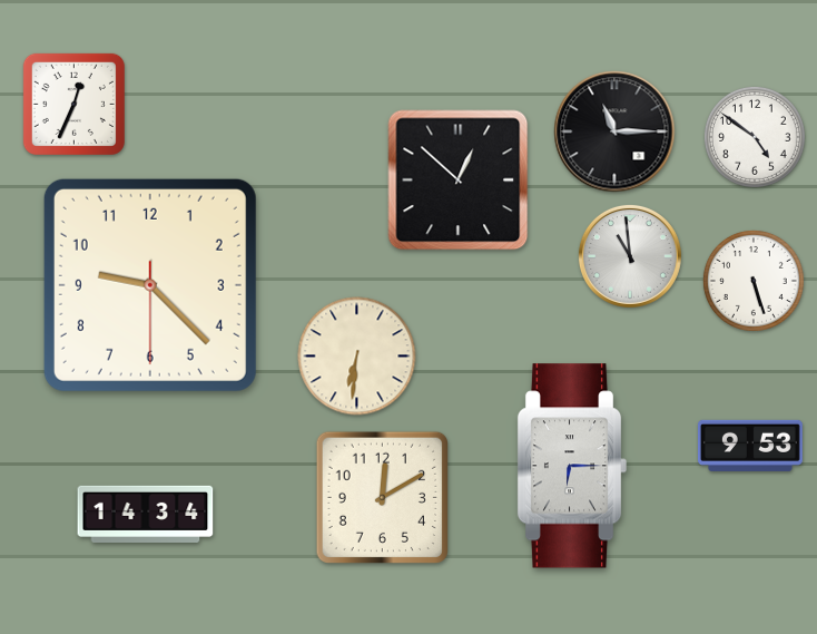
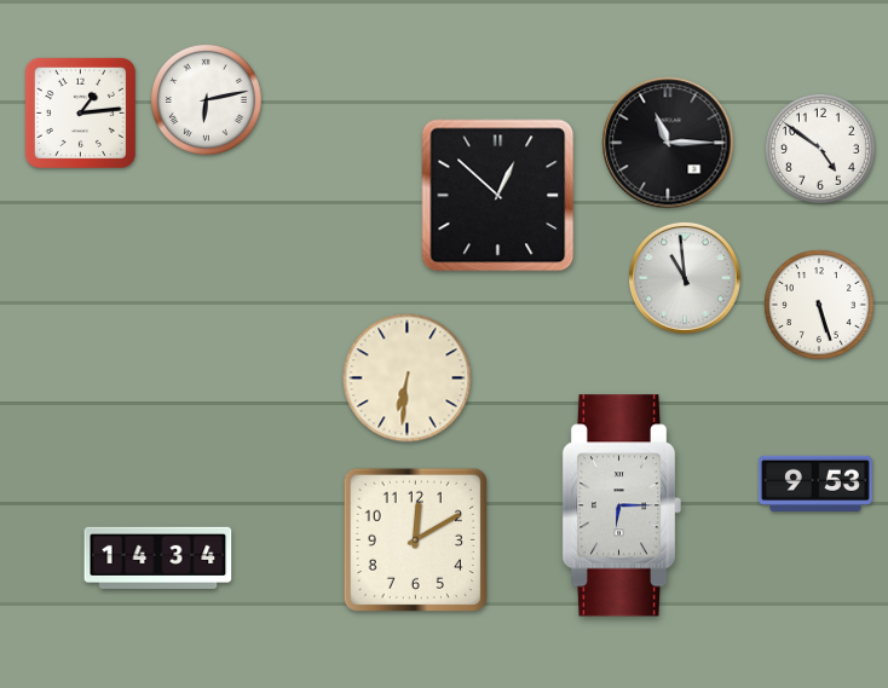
clock at (206, 99): none -> 6:13
clock at (73, 104): 12:34 -> 1:14
clock at (150, 285): 9:22 -> none
clock at (357, 357) position: (357, 357) -> (408, 378)
